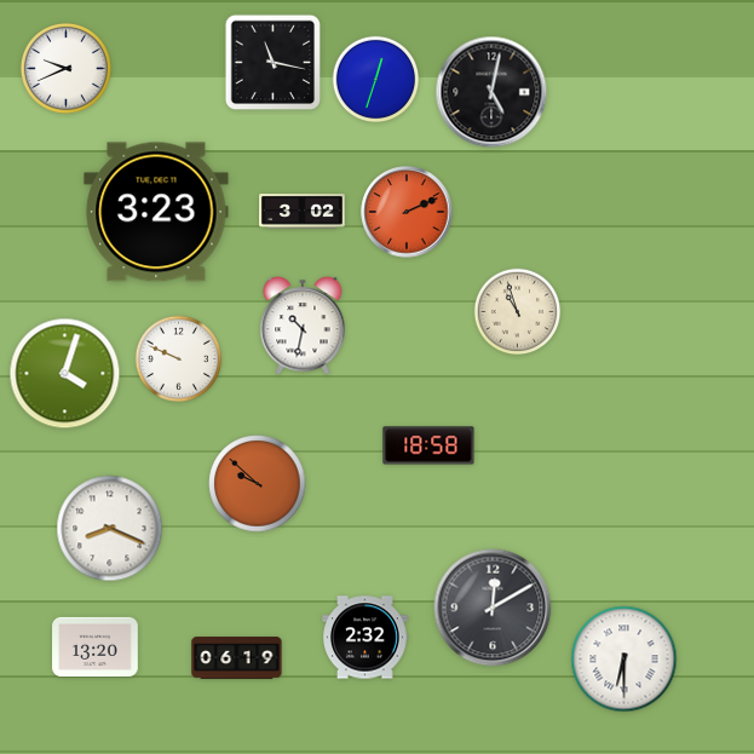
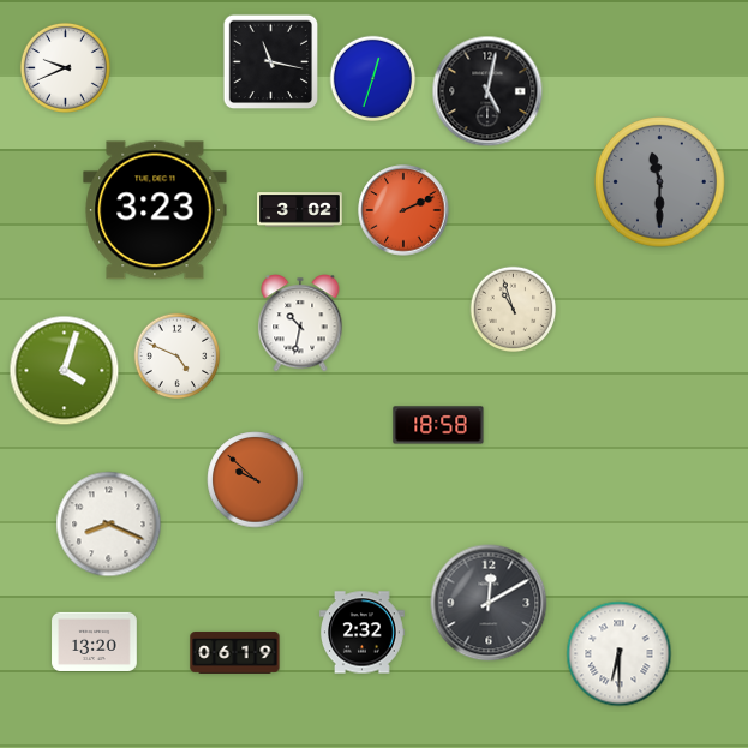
clock at (660, 182): none -> 11:30
clock at (179, 359): 9:49 -> 4:49
clock at (428, 445) position: (428, 445) -> (438, 425)
